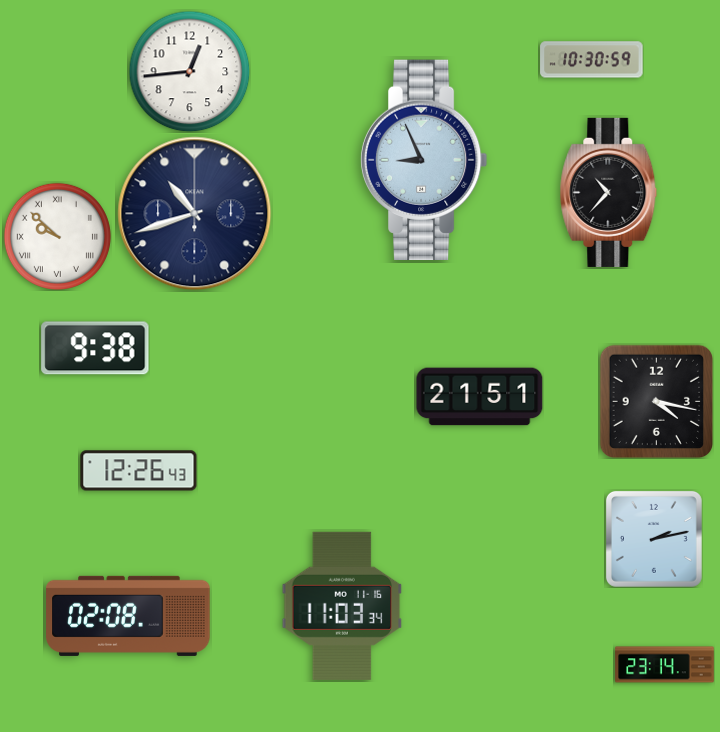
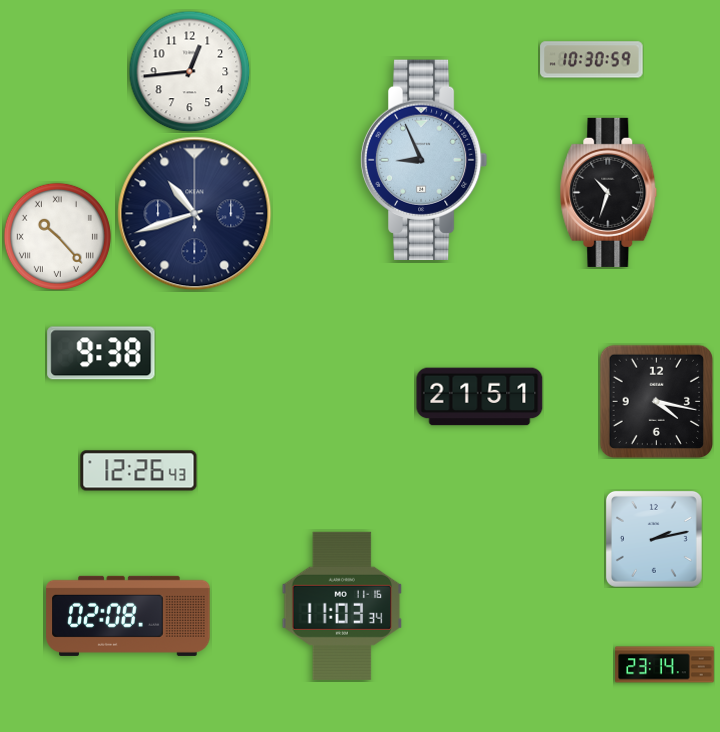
clock at (609, 192): 10:37 -> 10:33
clock at (57, 236): 9:52 -> 10:23
clock at (95, 348) position: (95, 348) -> (101, 353)
